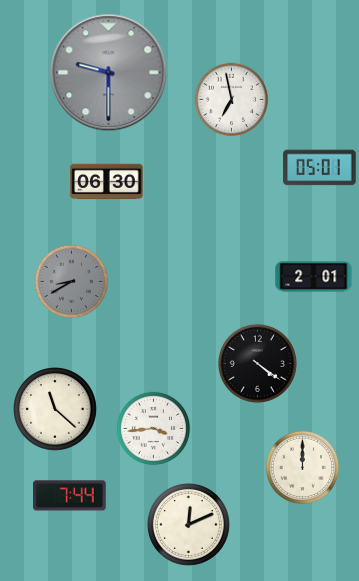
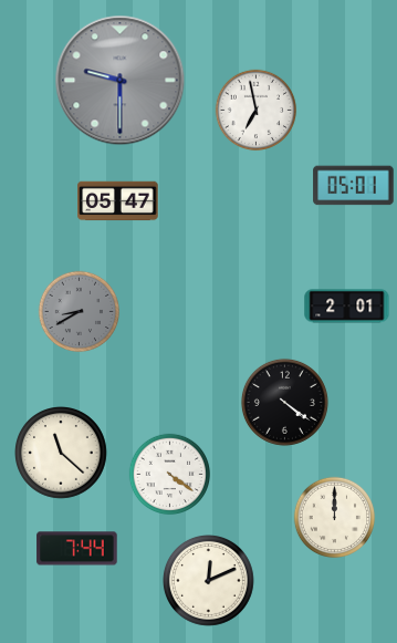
clock at (107, 182): 06:30 -> 05:47
clock at (154, 429): 3:44 -> 4:21
